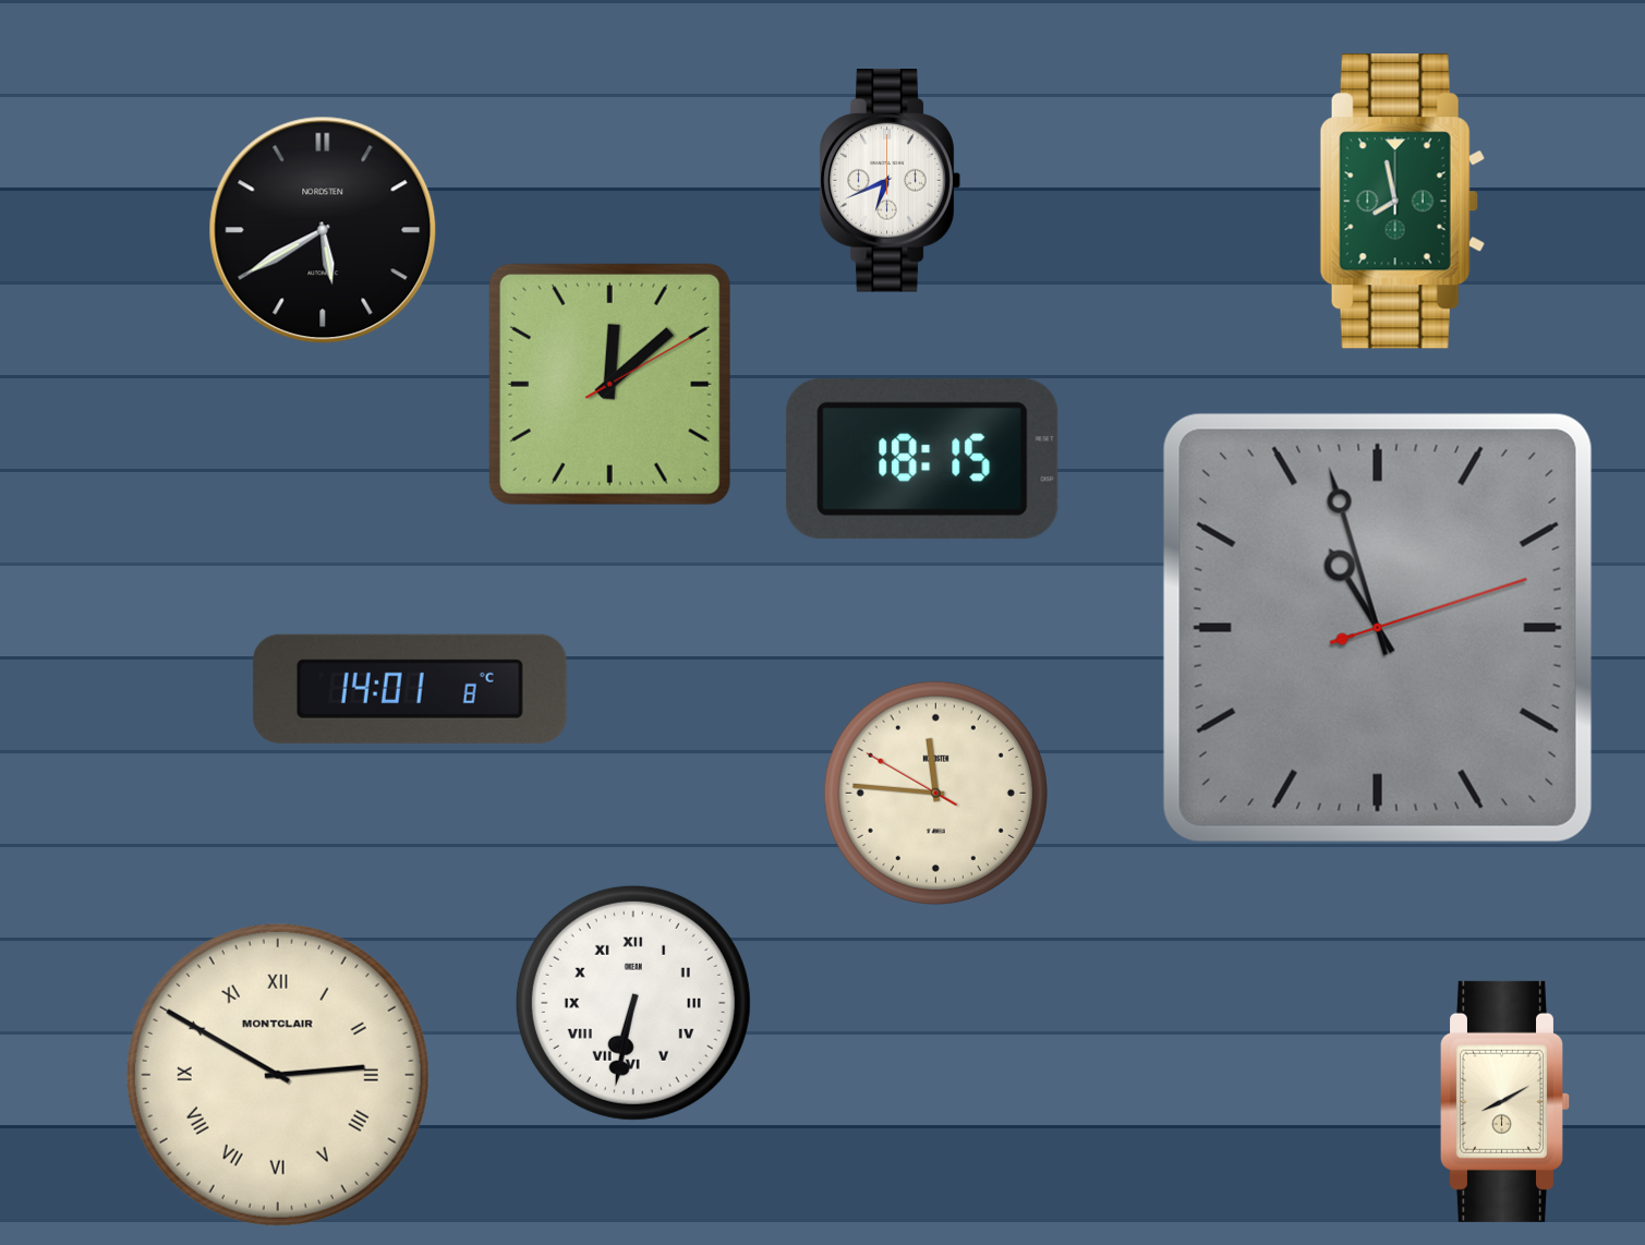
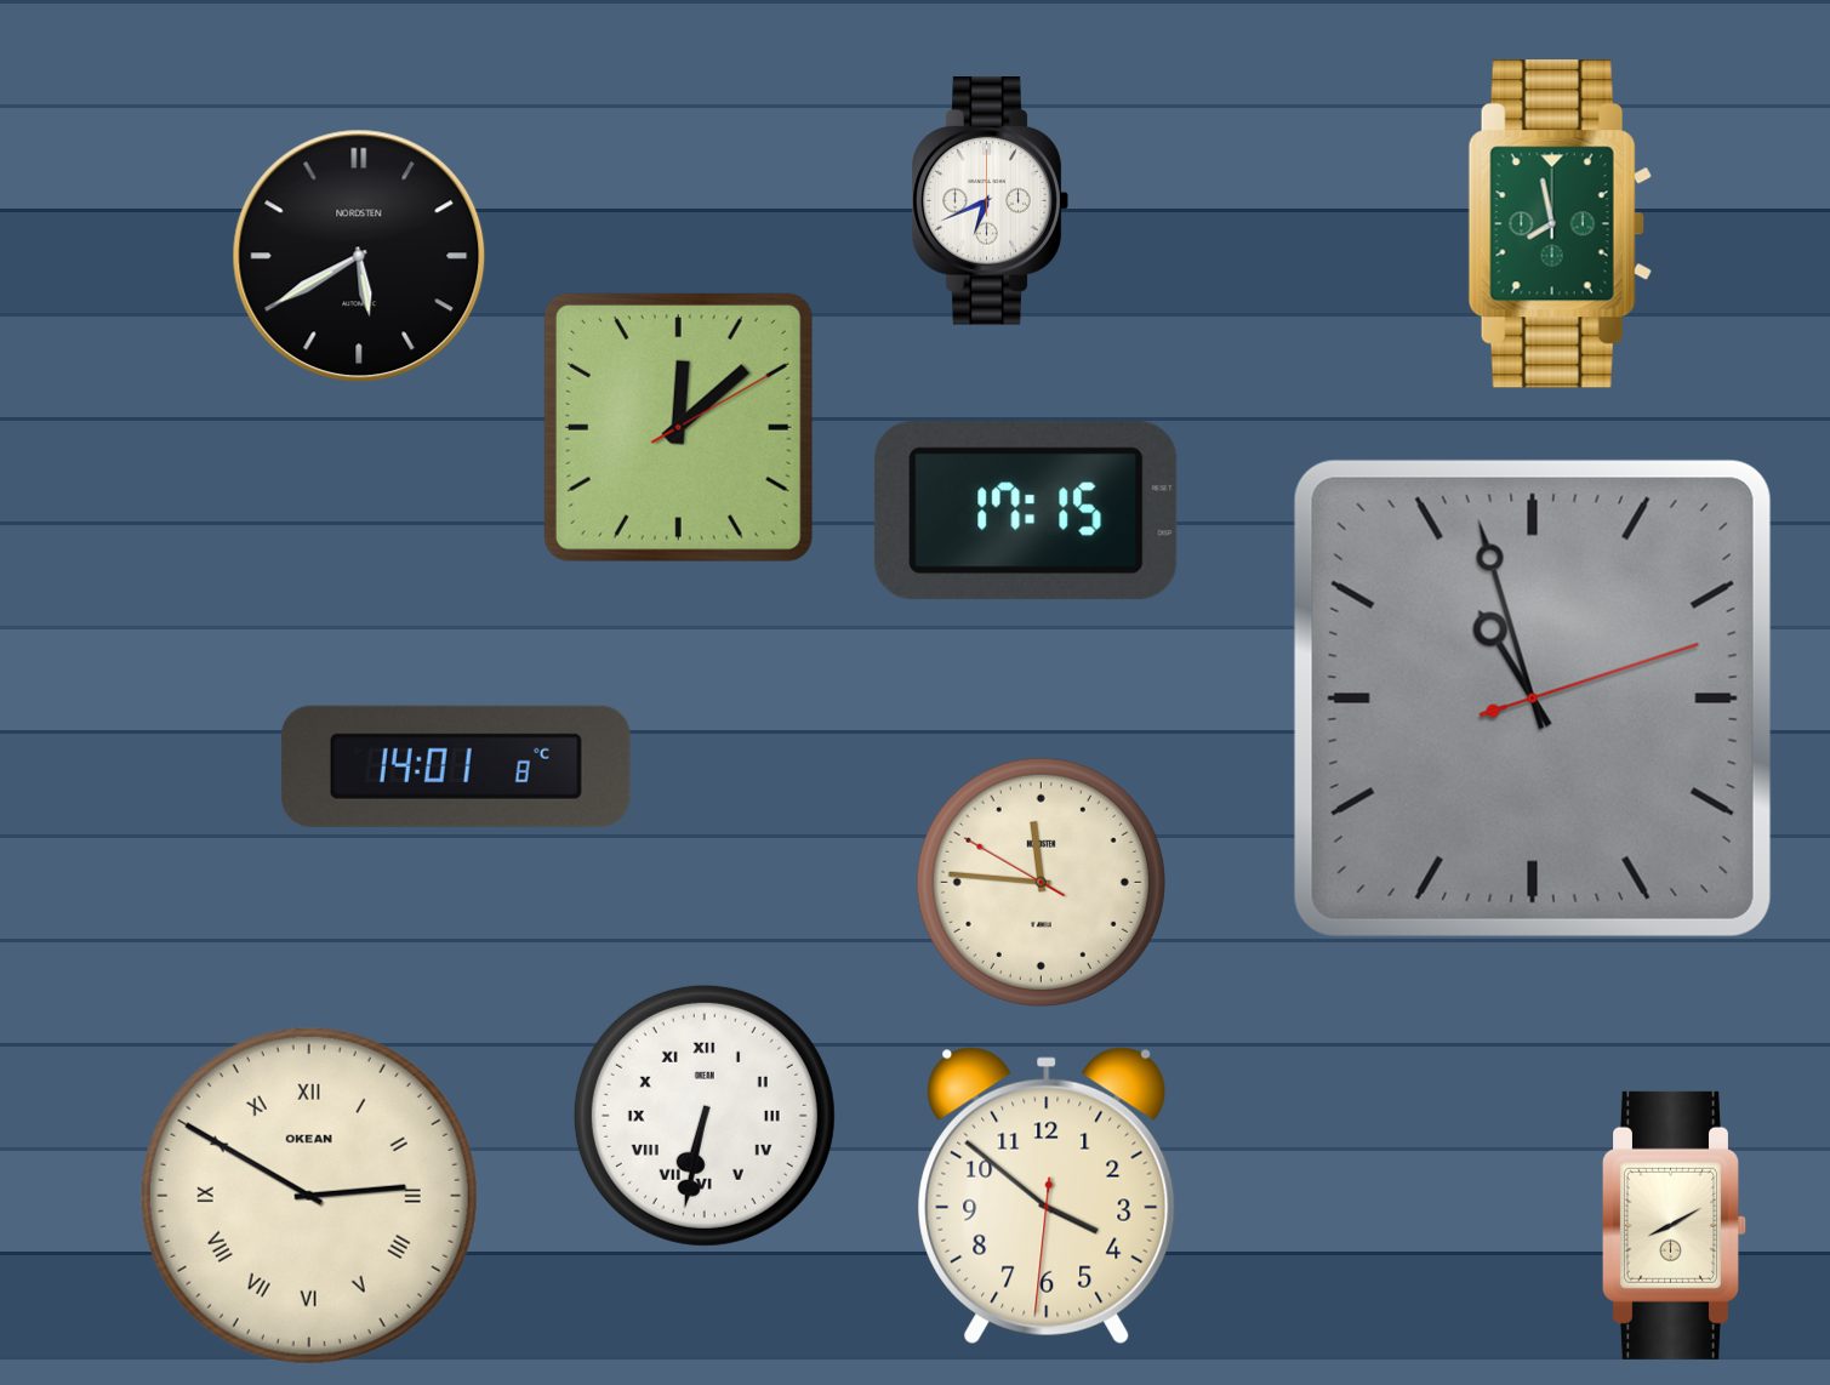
clock at (922, 459): 18:15 -> 17:15
clock at (278, 1075) brand: MONTCLAIR -> OKEAN
clock at (1047, 1196): none -> 3:51
